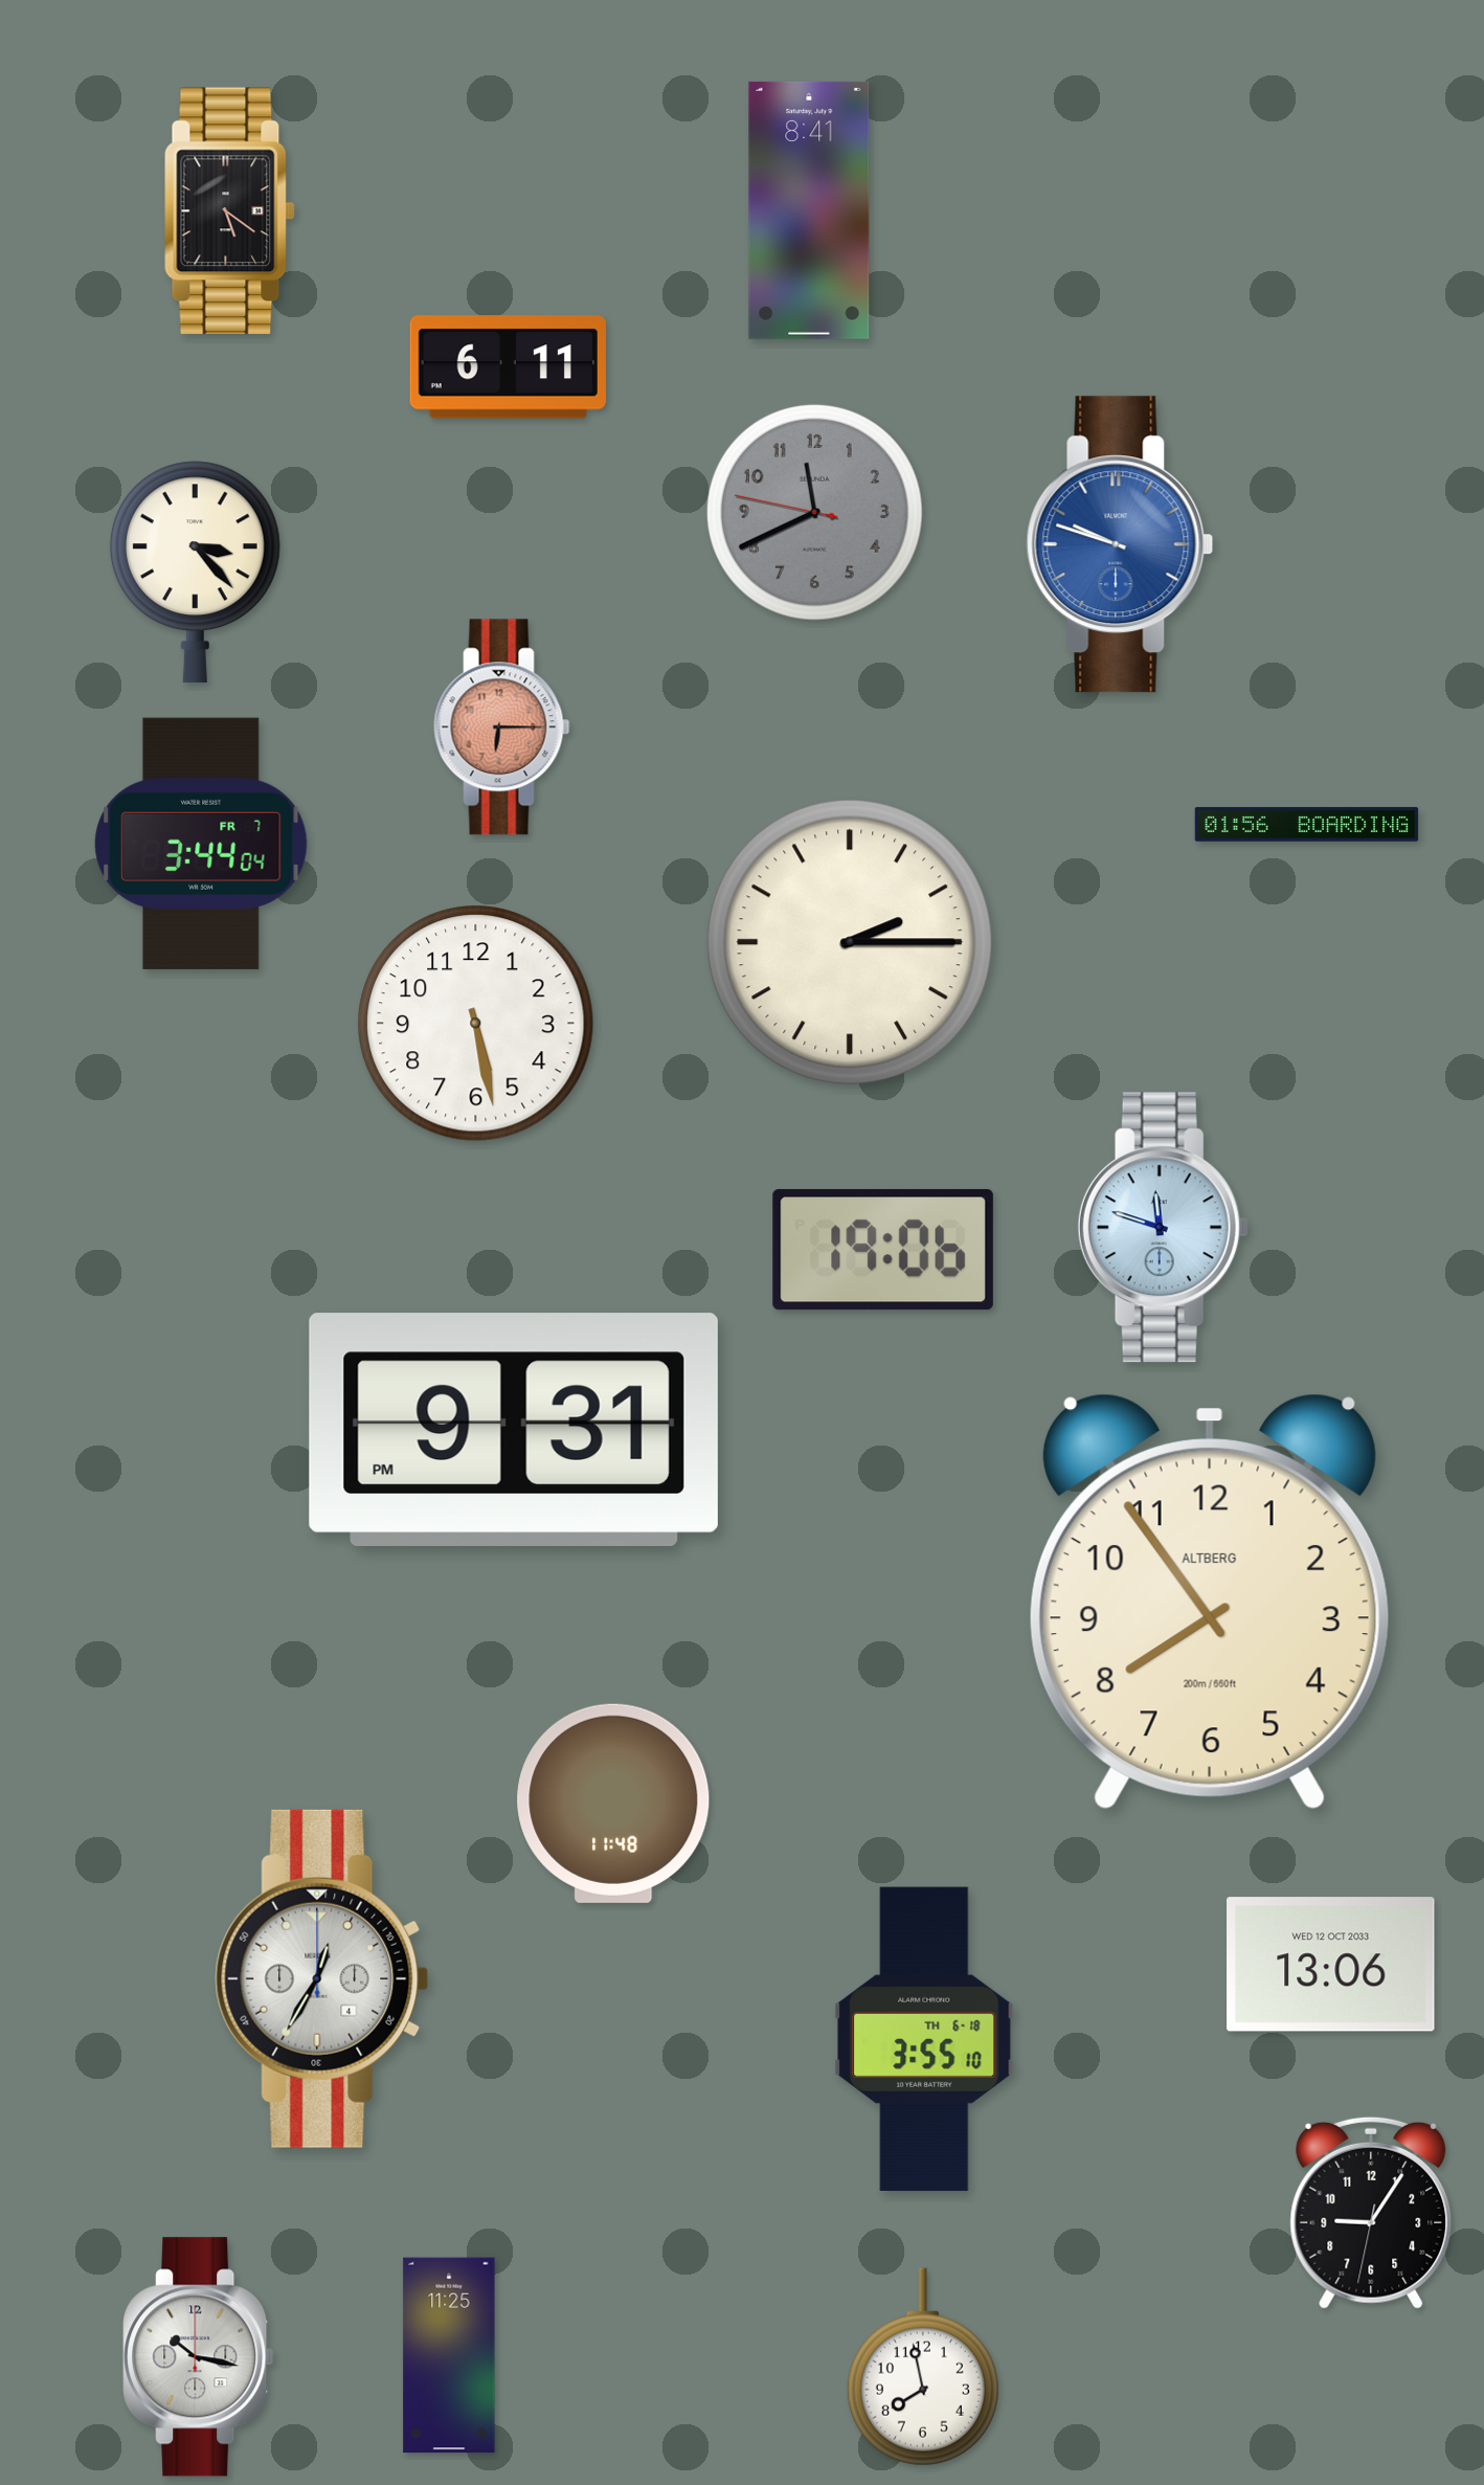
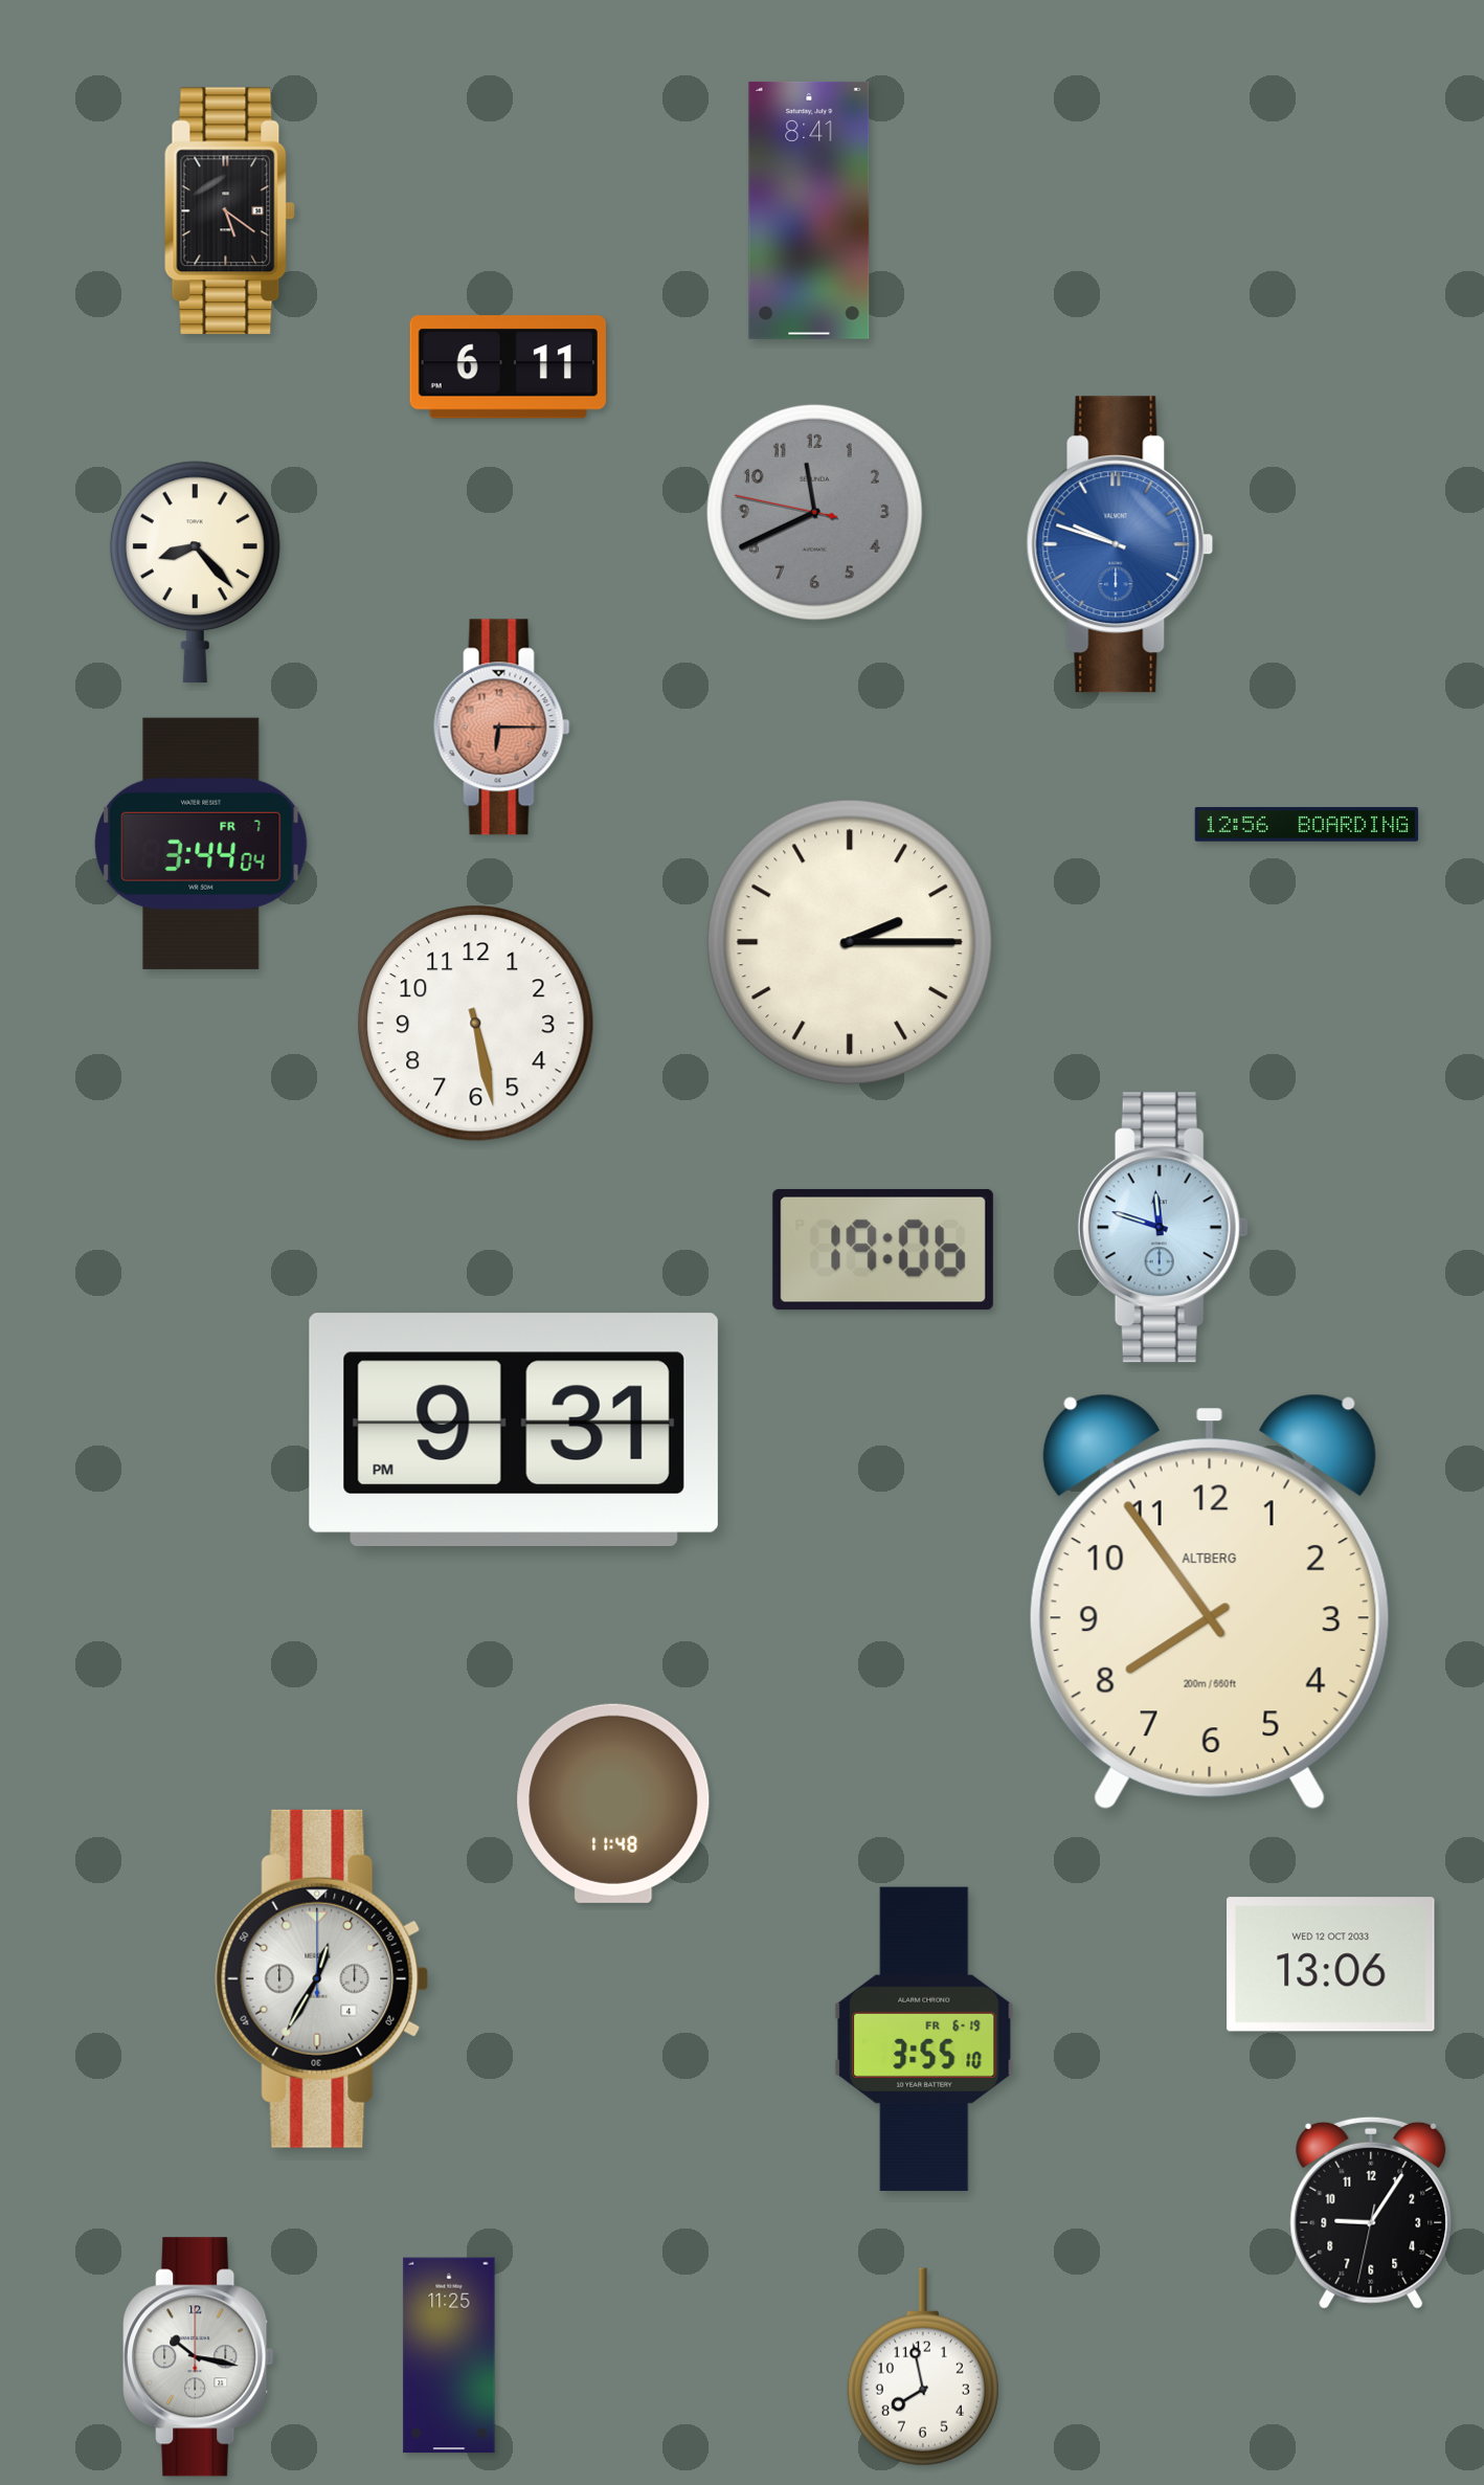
clock at (195, 573): 3:23 -> 8:23
clock at (1307, 825): 01:56 -> 12:56
clock at (924, 2039) date: TH 6-18 -> FR 6-19
